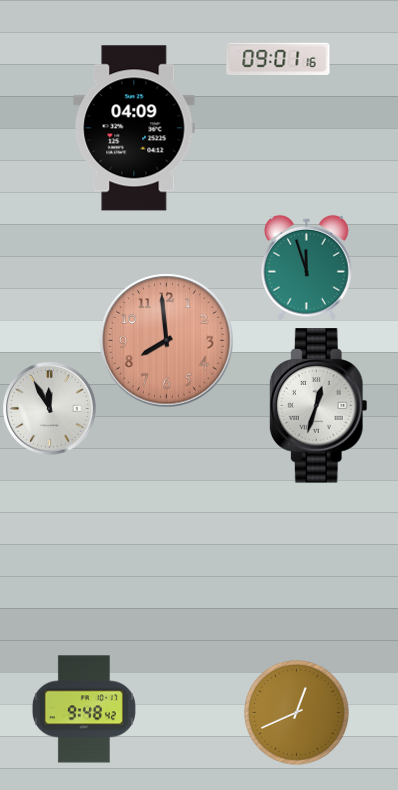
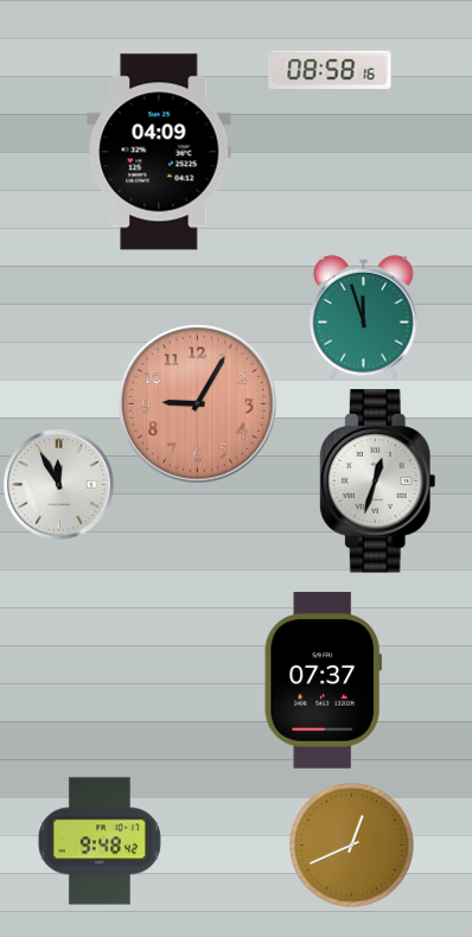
clock at (278, 58): 09:01 -> 08:58
clock at (167, 341): 7:59 -> 9:05
clock at (323, 681): none -> 07:37
